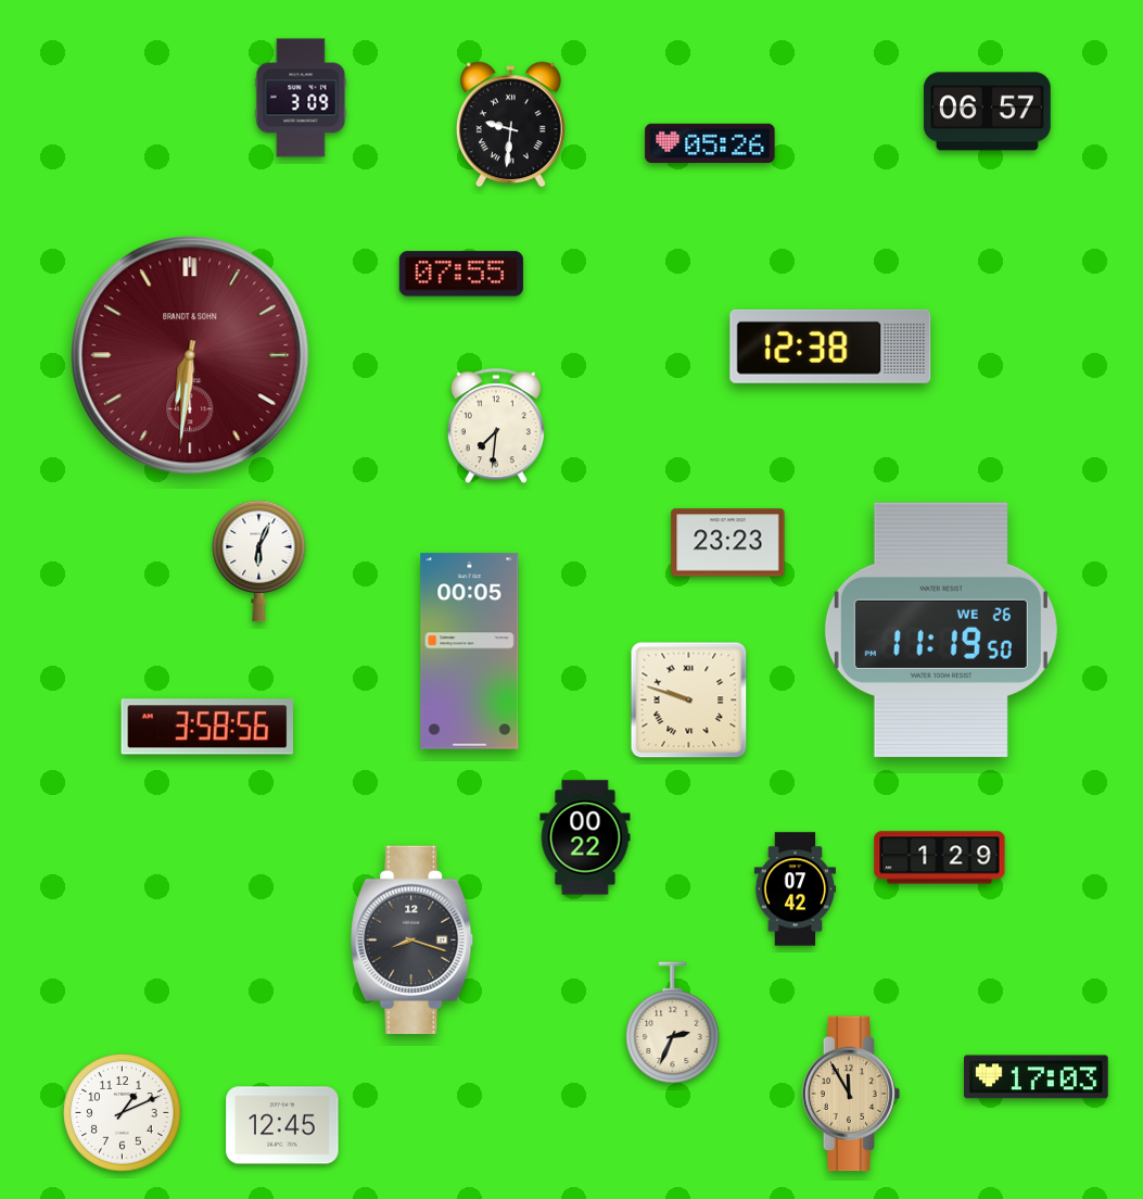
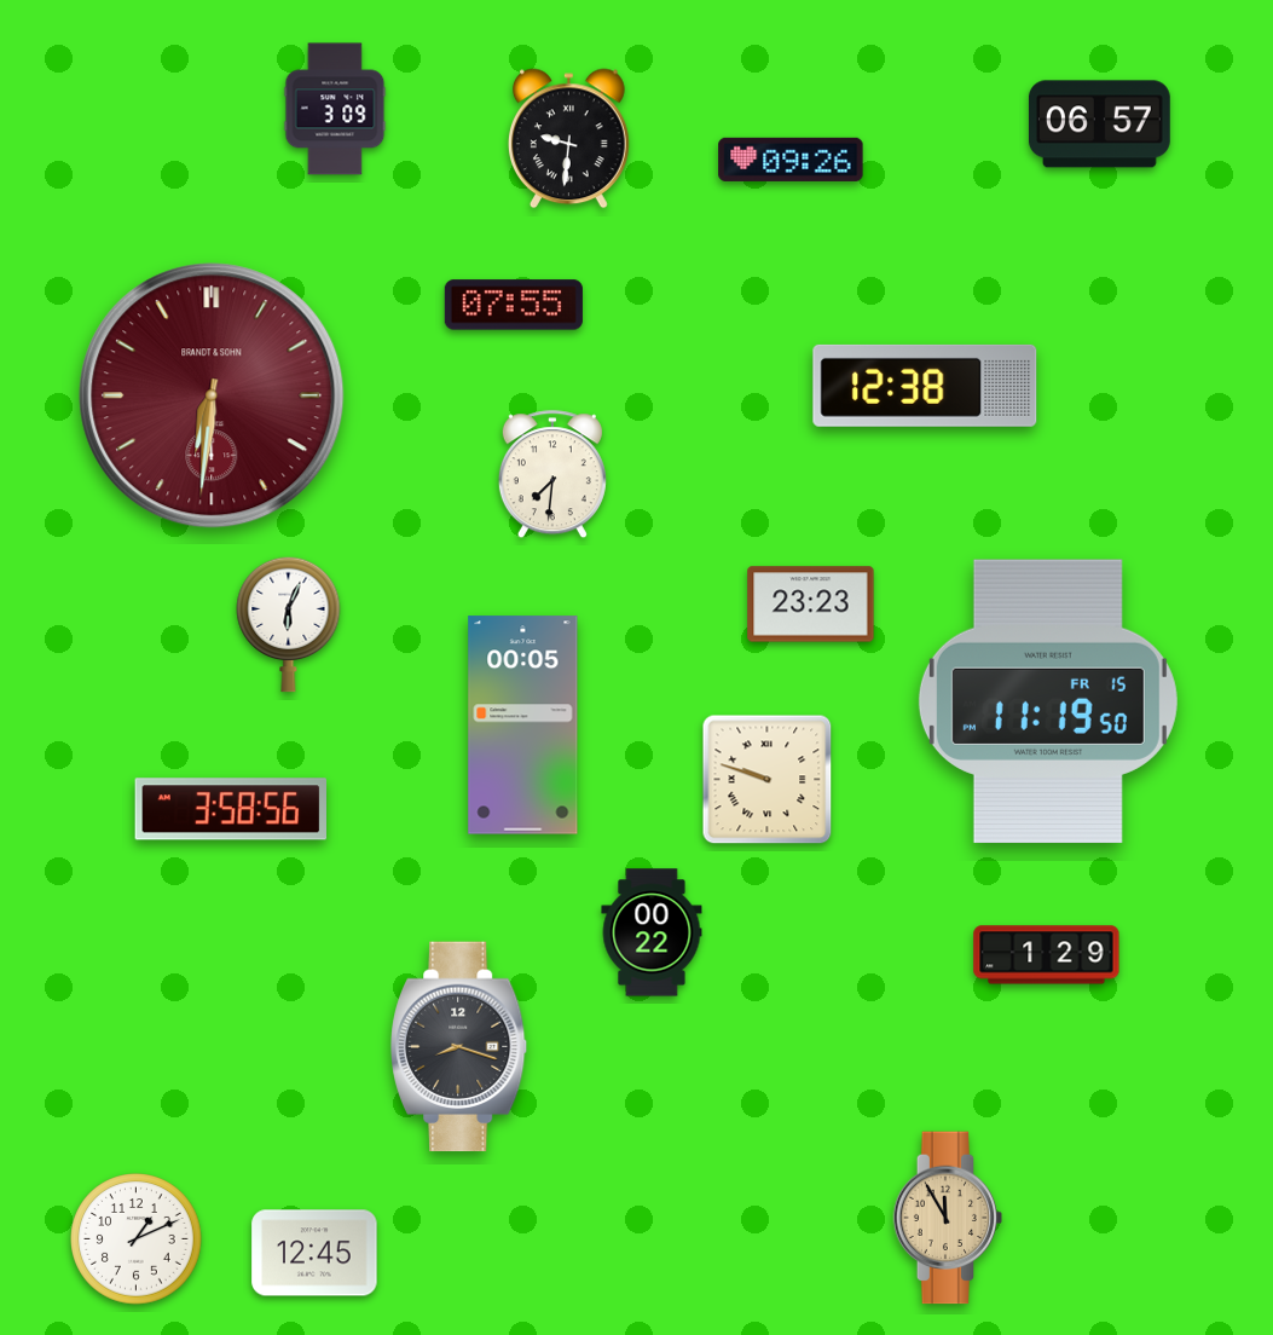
clock at (710, 143): 05:26 -> 09:26
clock at (941, 630) date: WE 26 -> FR 15
clock at (795, 889): 07:42 -> none
clock at (673, 1023): 2:34 -> none
clock at (1037, 1077): 17:03 -> none
